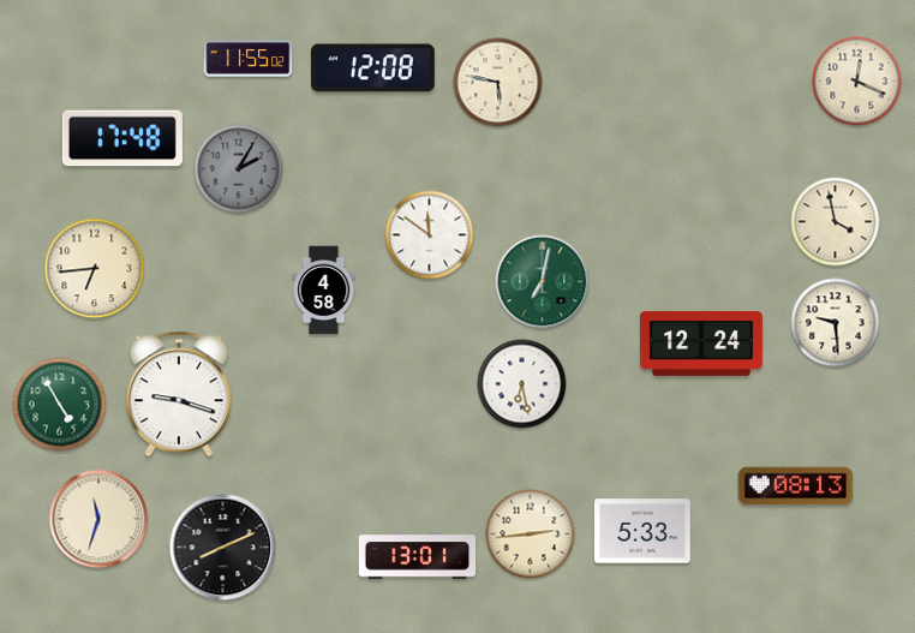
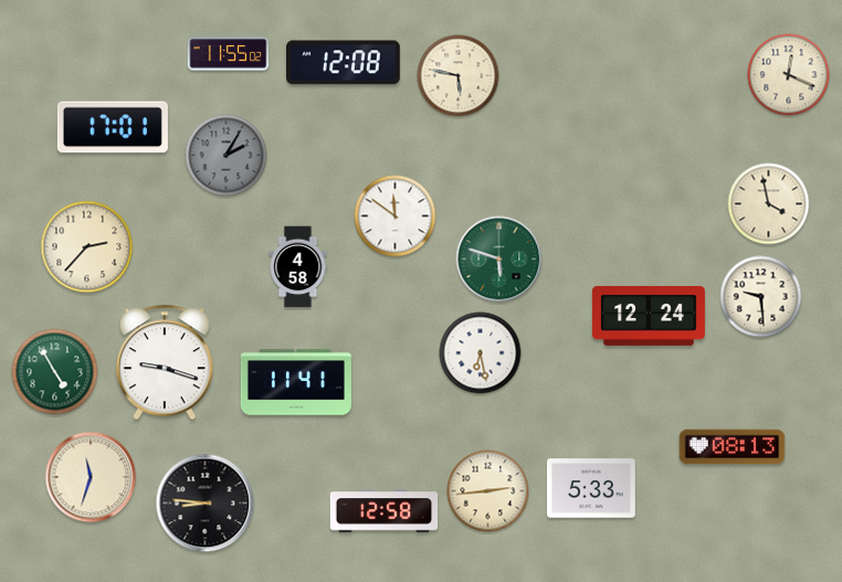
clock at (122, 138): 17:48 -> 17:01
clock at (239, 169) position: (239, 169) -> (227, 156)
clock at (95, 269): 6:44 -> 2:37
clock at (543, 282): 7:02 -> 5:48
clock at (836, 323) position: (836, 323) -> (761, 297)
clock at (701, 344) position: (701, 344) -> (649, 316)
clock at (296, 382): none -> 11:41
clock at (223, 548): 8:11 -> 8:46
clock at (418, 556): 13:01 -> 12:58
